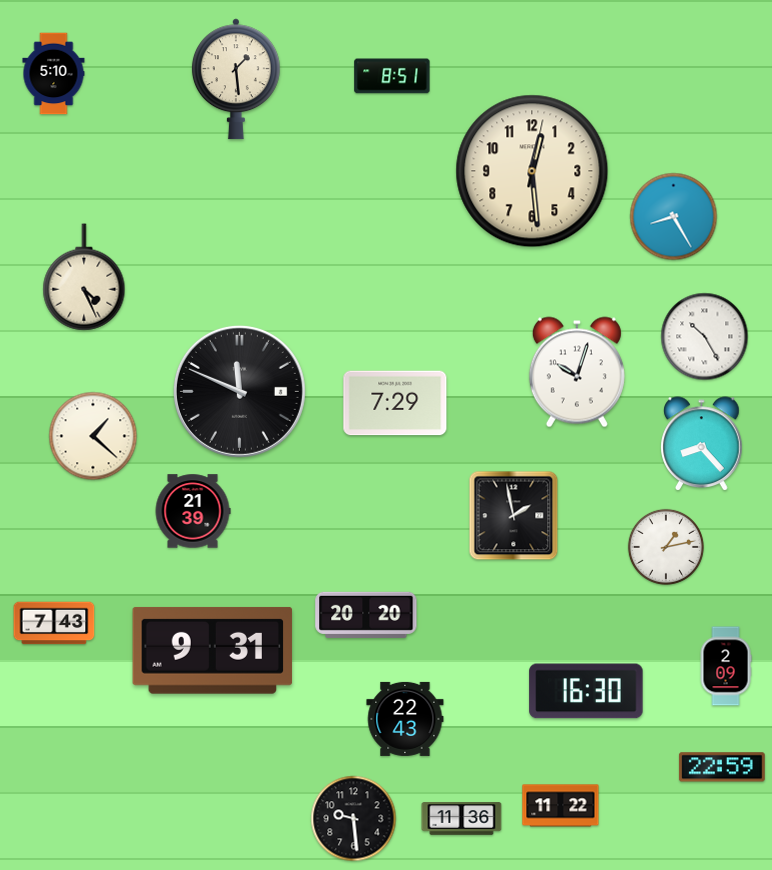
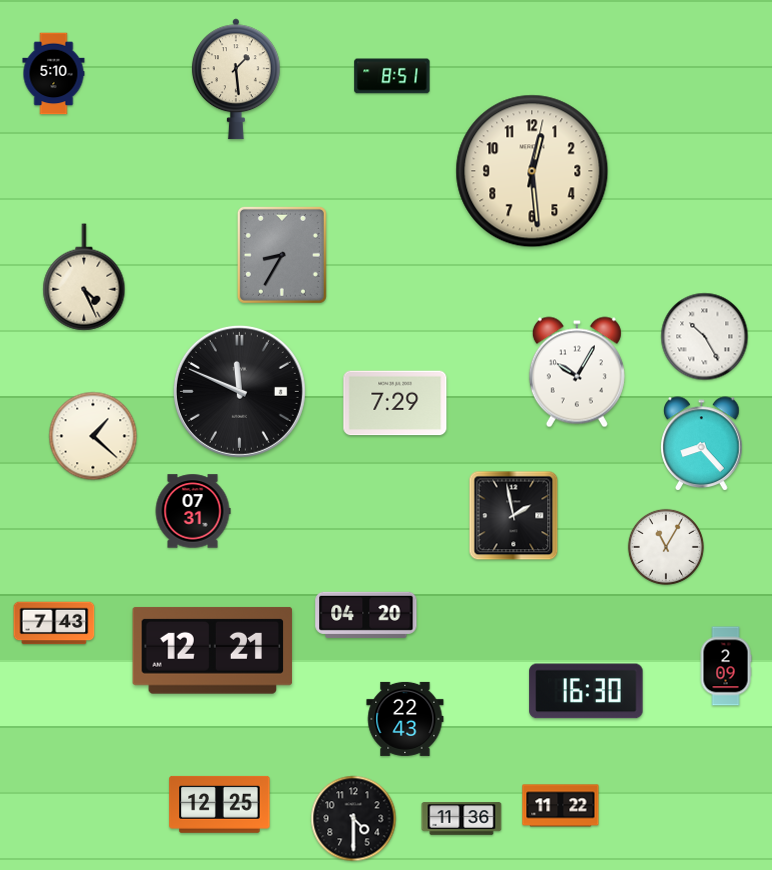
clock at (674, 217): 8:25 -> none
clock at (282, 255): none -> 8:35
clock at (577, 372): 10:03 -> 10:05
clock at (193, 511): 21:39 -> 07:31
clock at (666, 547): 1:13 -> 11:05
clock at (366, 615): 20:20 -> 04:20
clock at (213, 650): 9:31 -> 12:21
clock at (722, 767): 22:59 -> none
clock at (220, 804): none -> 12:25
clock at (354, 819): 9:29 -> 4:30
